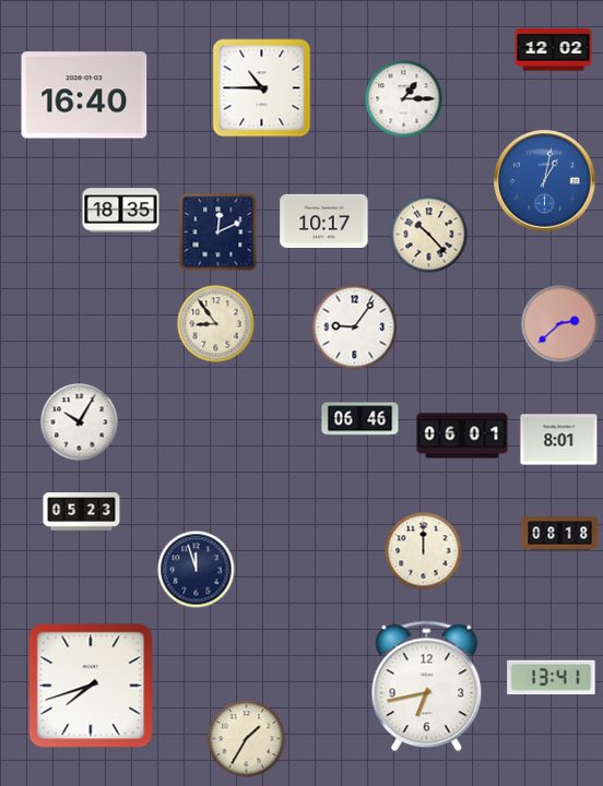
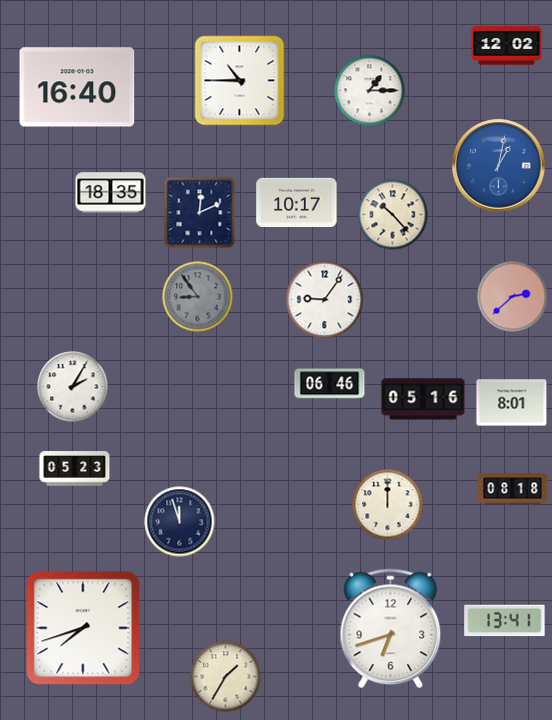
clock at (216, 324) dial: cream -> grey
clock at (80, 422): 10:05 -> 2:05
clock at (462, 436): 06:01 -> 05:16
clock at (427, 687): 6:43 -> 6:42
